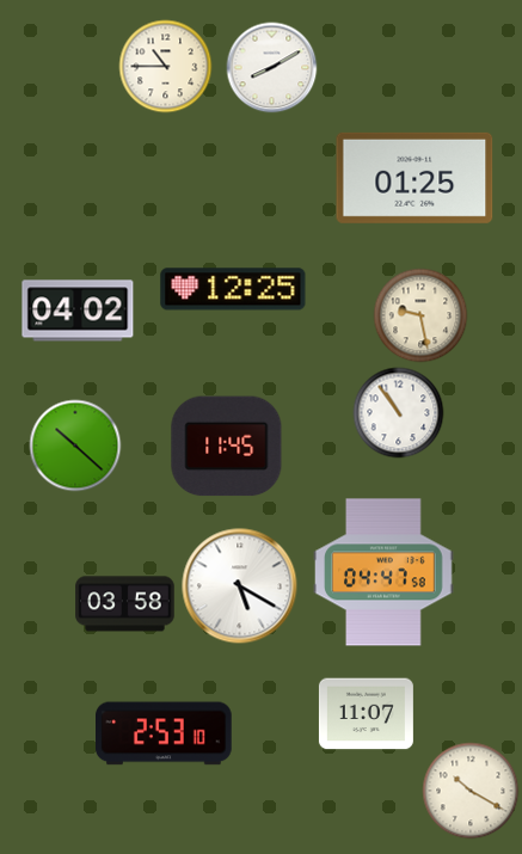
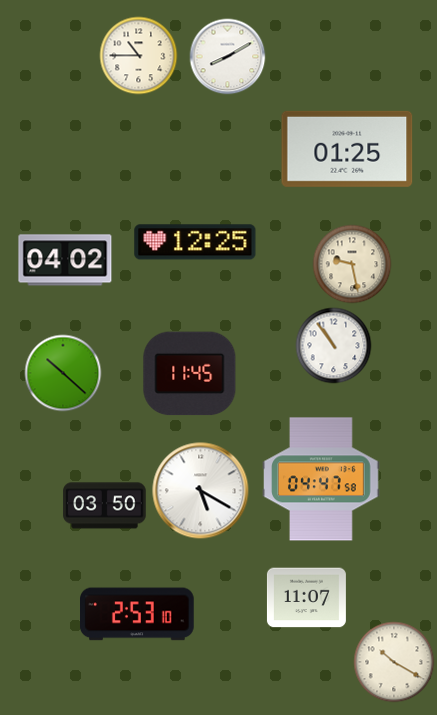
clock at (125, 604): 03:58 -> 03:50
